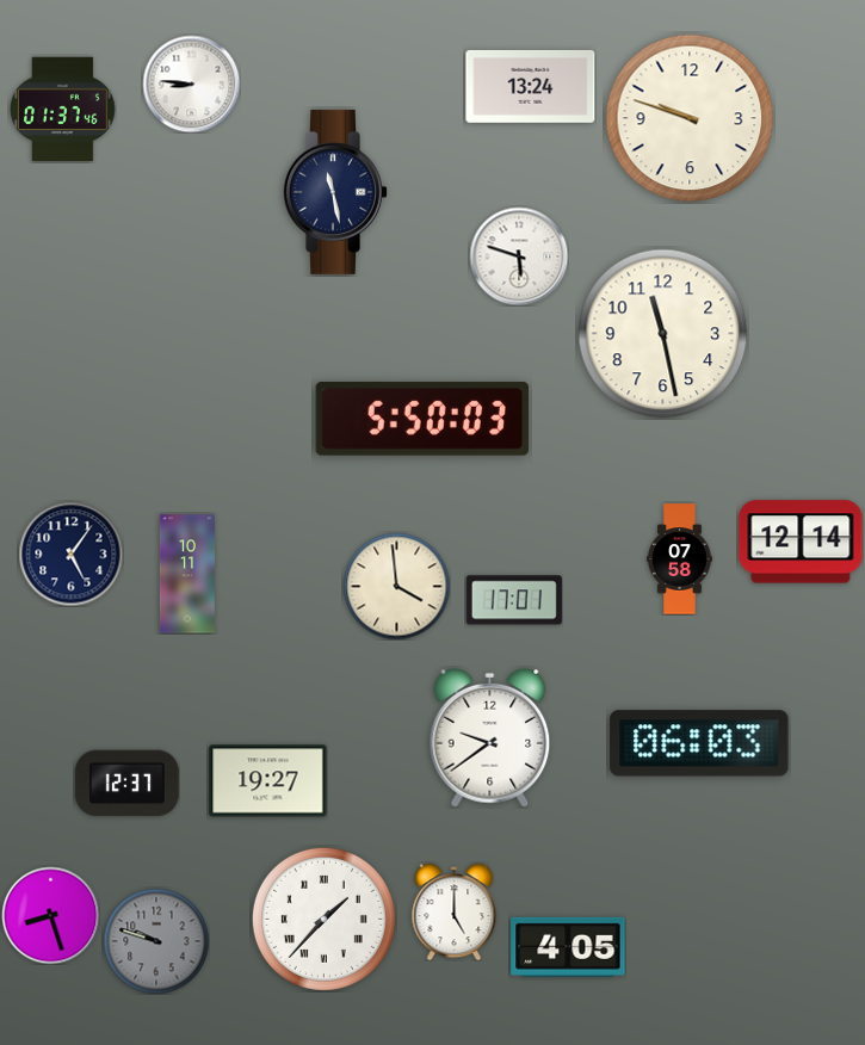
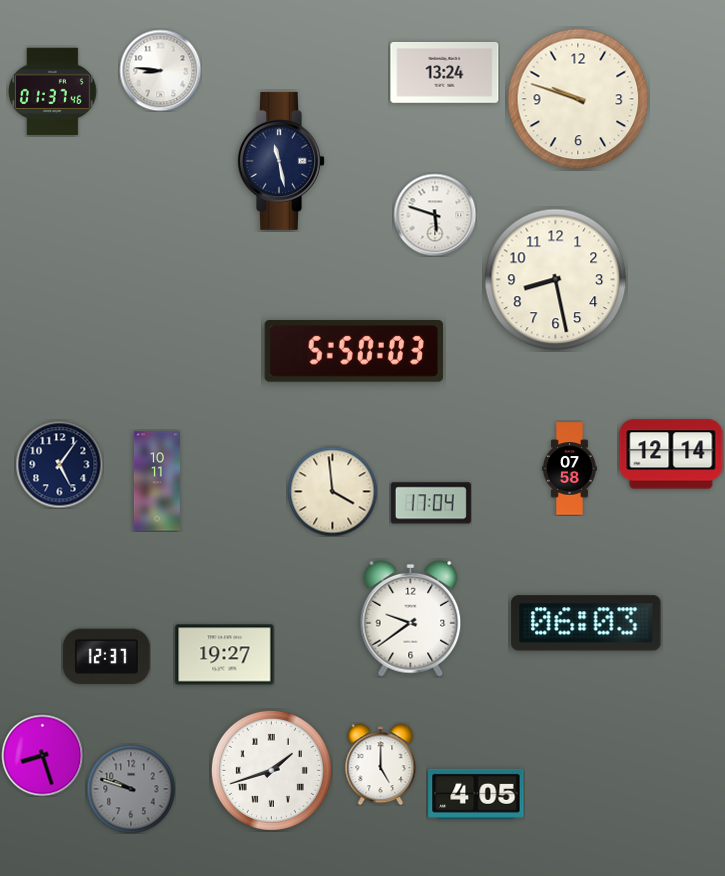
clock at (663, 334): 11:28 -> 8:28
clock at (514, 600): 17:01 -> 17:04
clock at (50, 915) position: (50, 915) -> (42, 755)
clock at (323, 919): 1:37 -> 1:42
